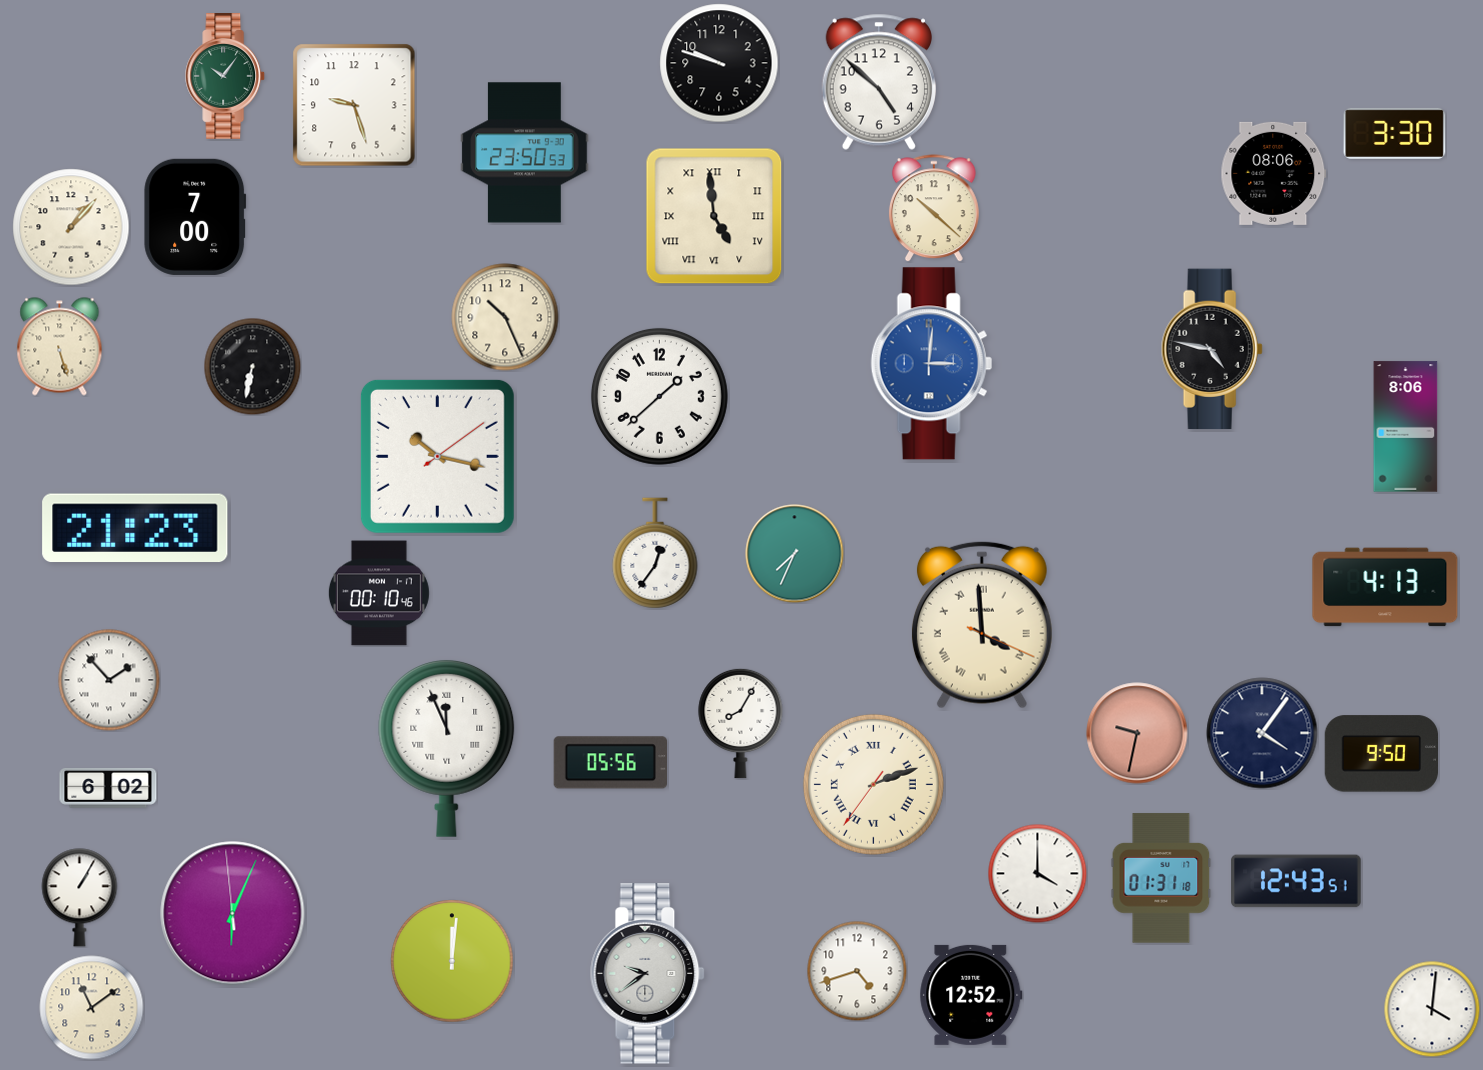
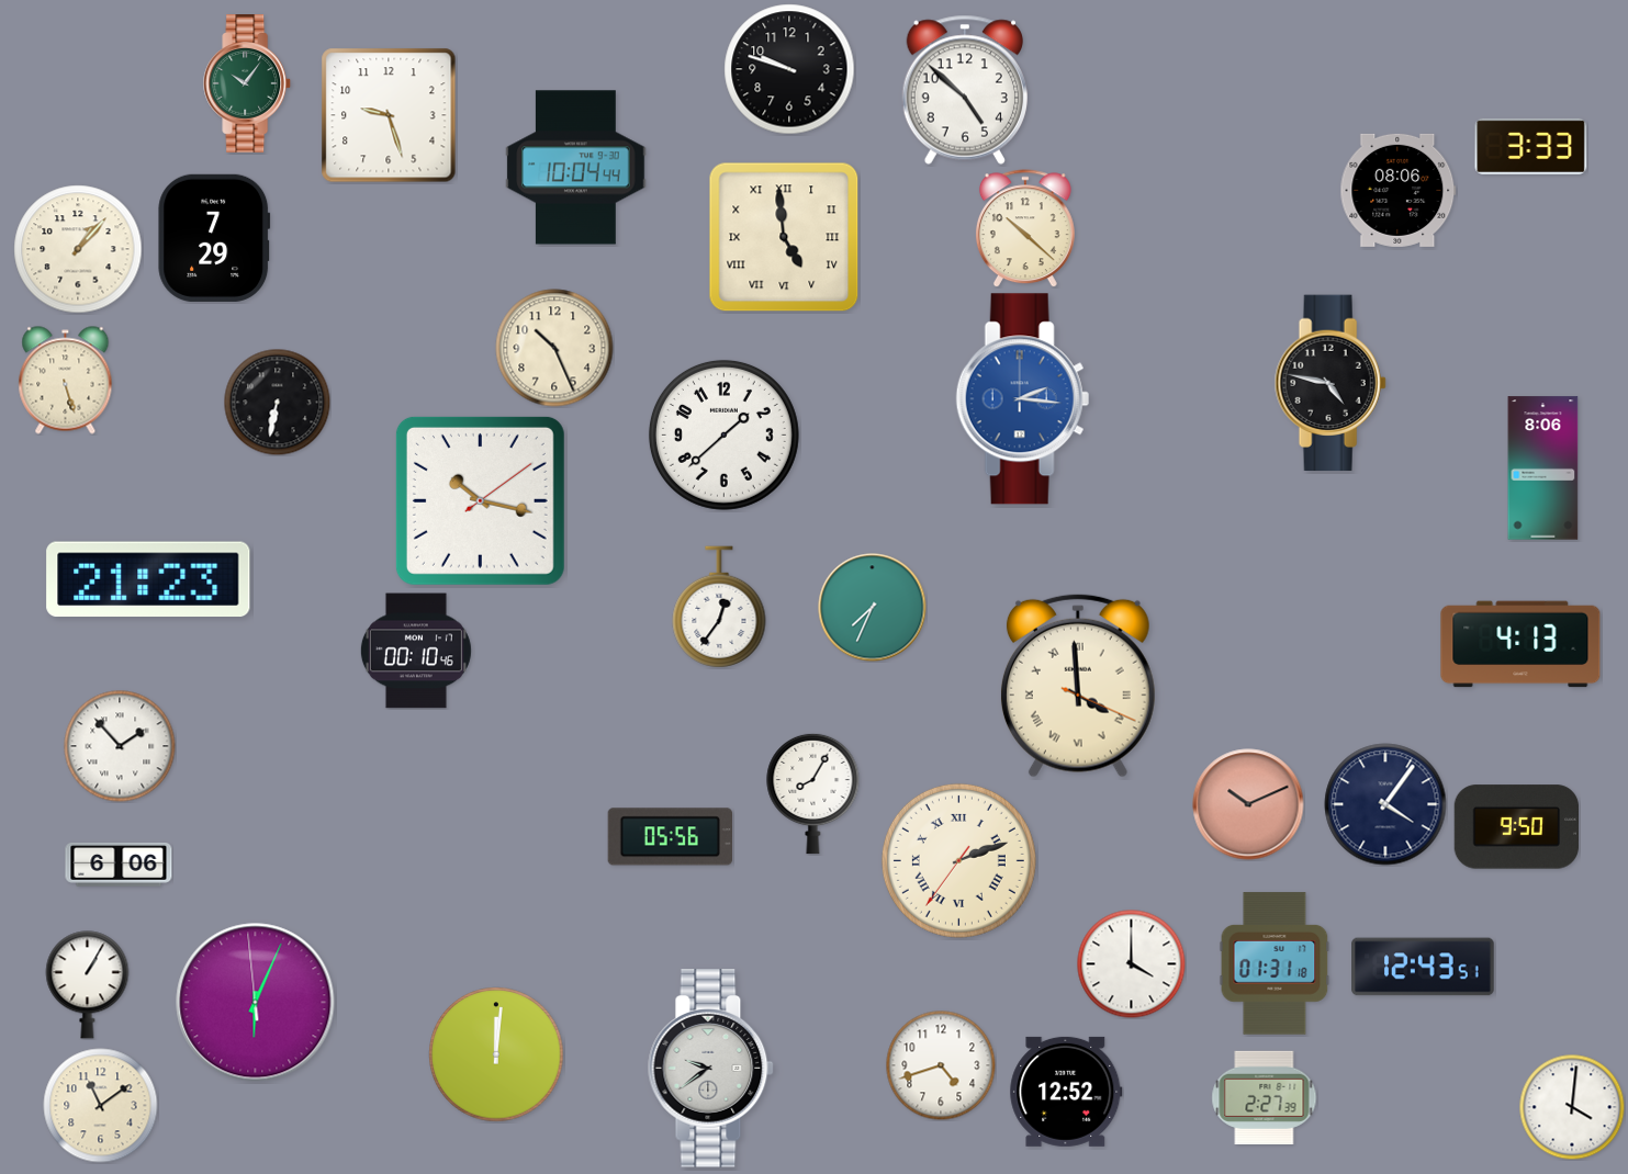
clock at (1395, 133): 3:30 -> 3:33
clock at (525, 153): 23:50 -> 10:04
clock at (195, 217): 7:00 -> 7:29
clock at (931, 364): 3:01 -> 2:16
clock at (1137, 733): 9:32 -> 10:11
clock at (447, 748): 11:56 -> none
clock at (108, 788): 6:02 -> 6:06
clock at (1038, 874) position: (1038, 874) -> (1132, 964)
clock at (1265, 1097): none -> 2:27
